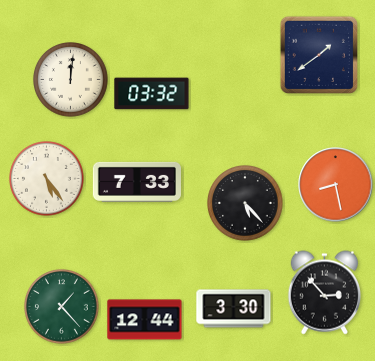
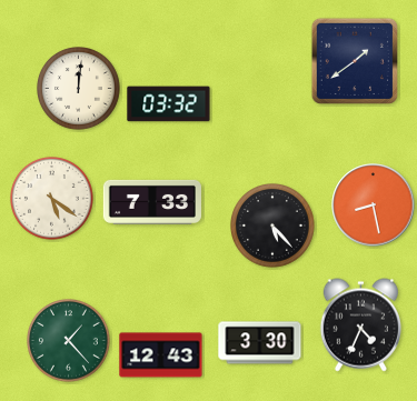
clock at (47, 179): 5:24 -> 5:21
clock at (324, 293): 2:53 -> 4:34
clock at (145, 320): 12:44 -> 12:43
